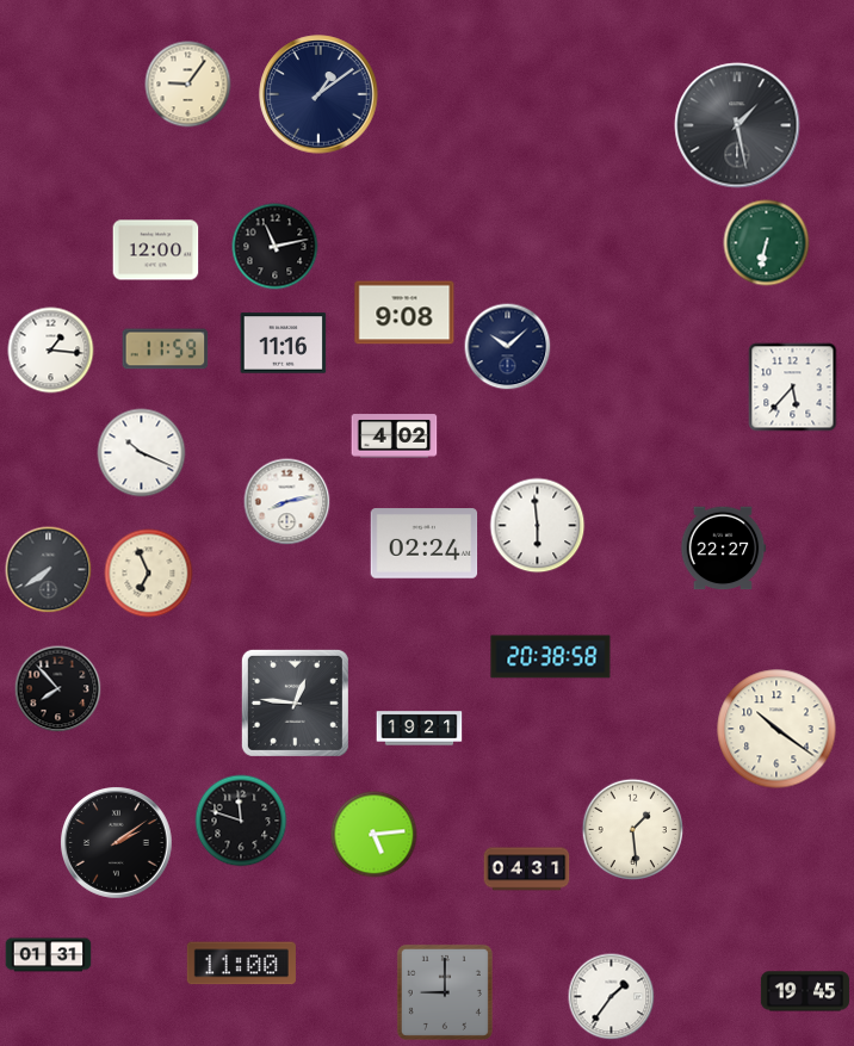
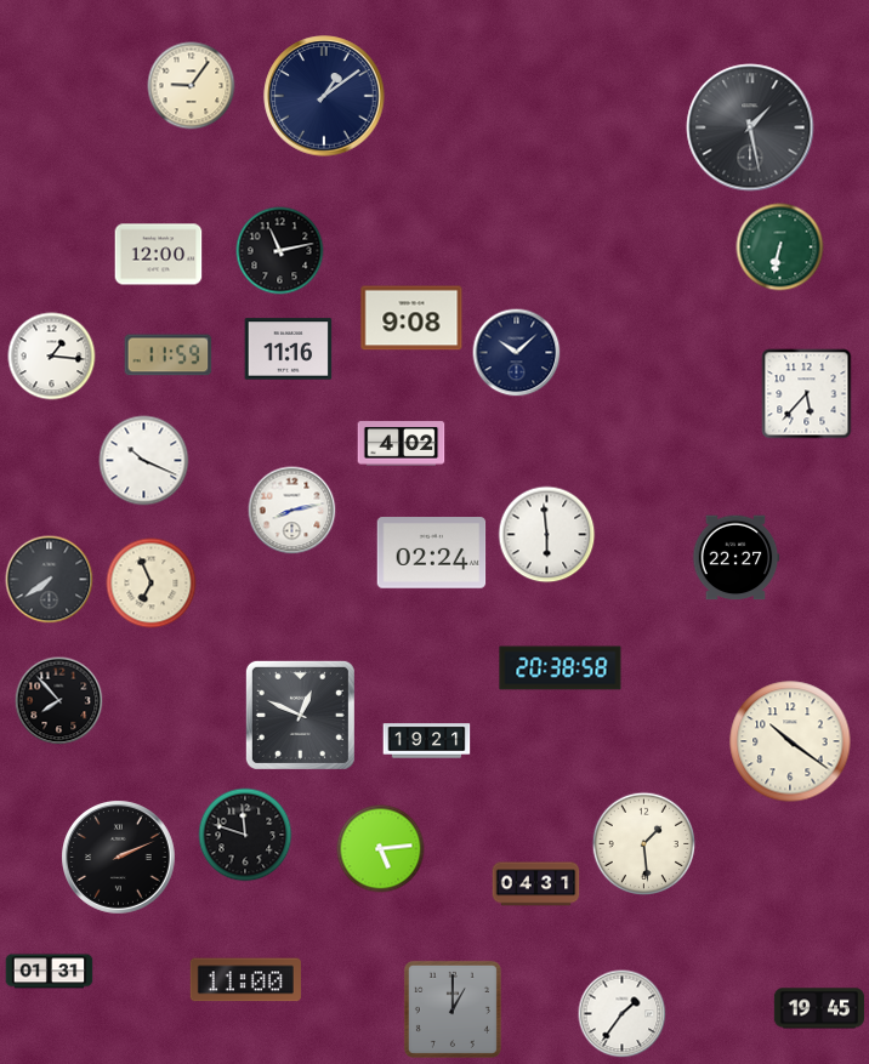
clock at (295, 703): 12:46 -> 12:49
clock at (117, 843): 2:09 -> 2:11
clock at (445, 992): 9:00 -> 1:00
